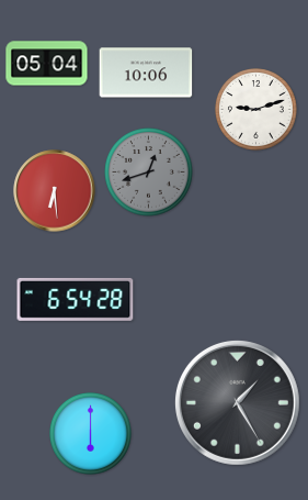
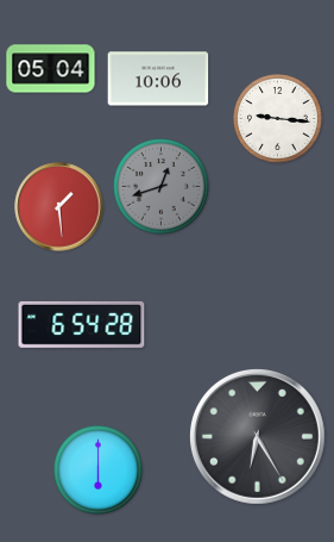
clock at (256, 110): 9:12 -> 9:16
clock at (55, 191): 6:29 -> 1:29
clock at (237, 402): 1:25 -> 6:25
